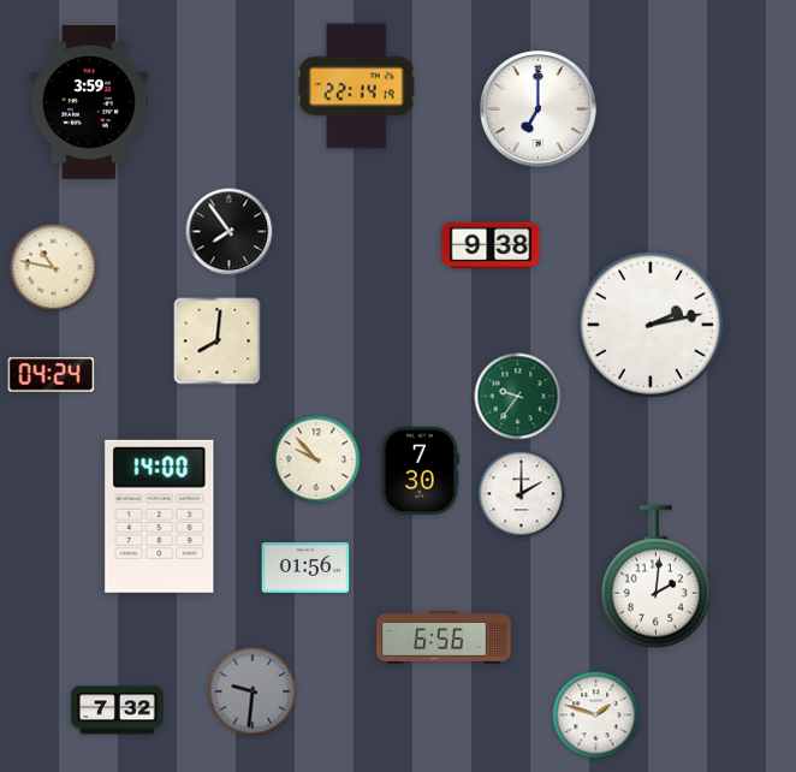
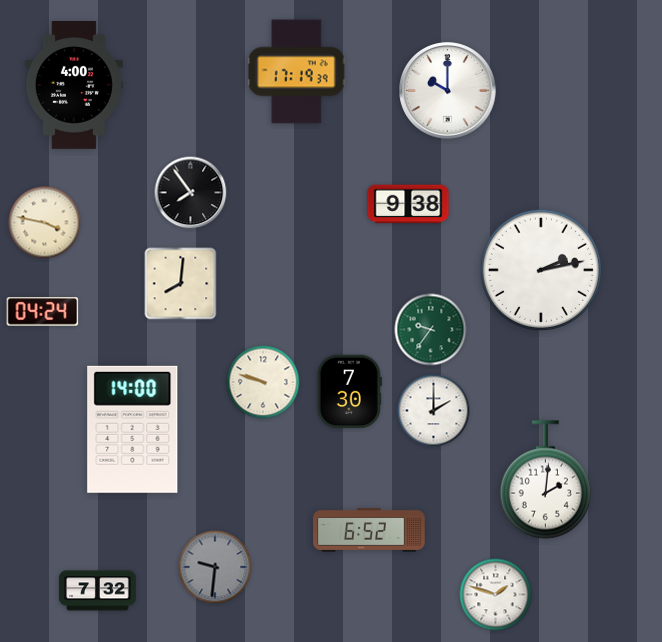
clock at (356, 87): 22:14 -> 17:19
clock at (89, 103): 3:59 -> 4:00
clock at (539, 109): 7:00 -> 10:00
clock at (54, 268): 10:47 -> 3:47
clock at (316, 459): 9:53 -> 9:48
clock at (305, 569): 01:56 -> none
clock at (444, 637): 6:56 -> 6:52
clock at (253, 691) position: (253, 691) -> (215, 567)
